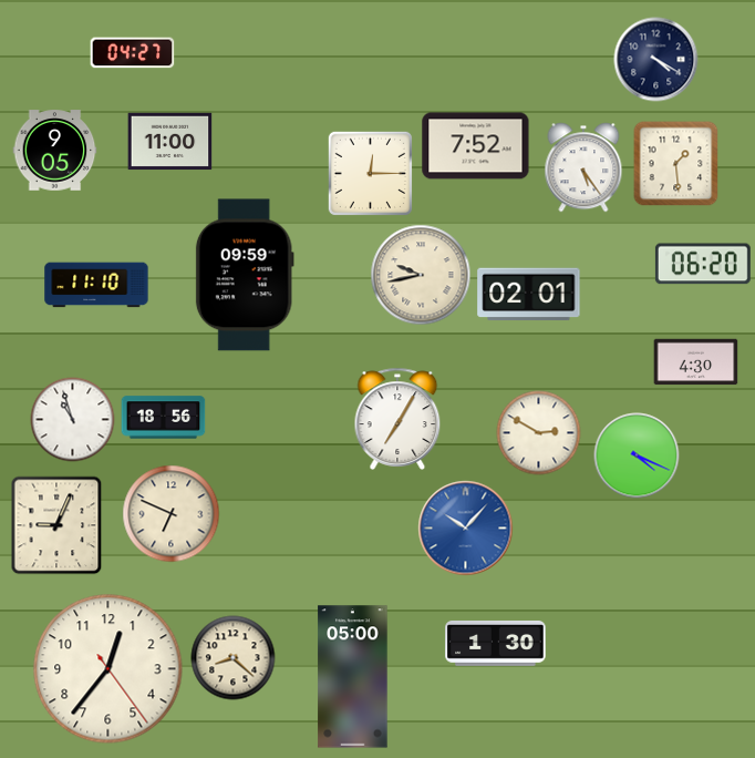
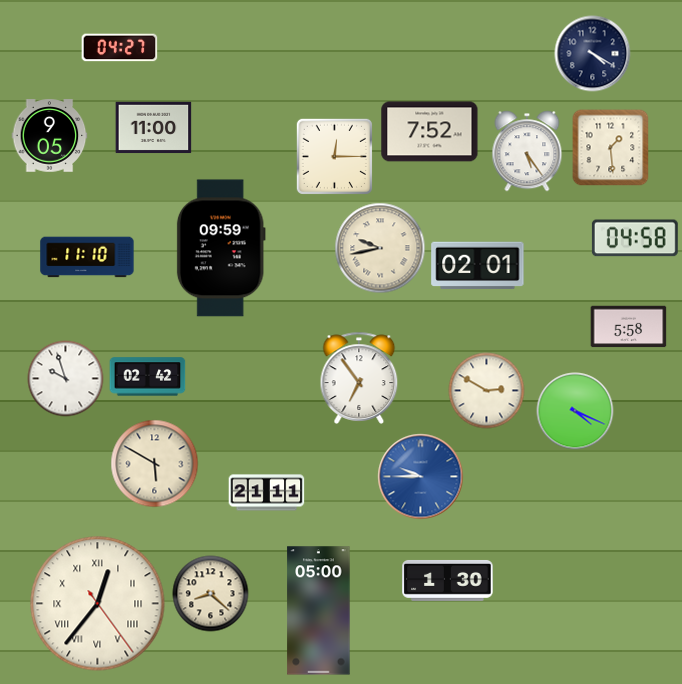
clock at (703, 264): 06:20 -> 04:58
clock at (696, 362): 4:30 -> 5:58
clock at (164, 418): 18:56 -> 02:42
clock at (397, 419): 7:05 -> 6:54
clock at (73, 420): 10:57 -> 9:57
clock at (172, 514): 6:49 -> 5:50
clock at (56, 525): 9:04 -> none
clock at (466, 529): 10:07 -> 9:45
clock at (267, 493): none -> 21:11
clock at (108, 669) numerals: Arabic -> Roman
